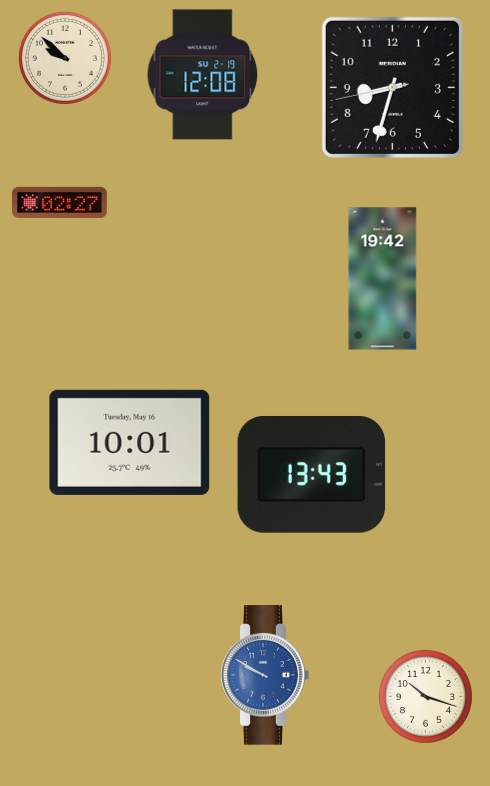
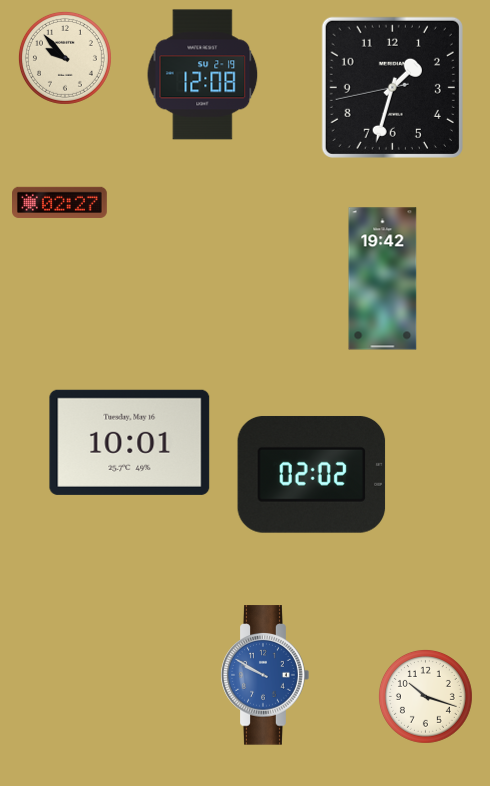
clock at (65, 58): 9:52 -> 9:53
clock at (392, 87): 8:32 -> 1:32
clock at (312, 474): 13:43 -> 02:02
